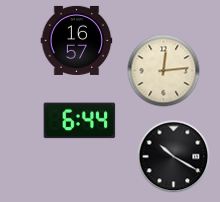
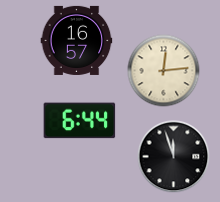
clock at (174, 157): 10:20 -> 11:57
